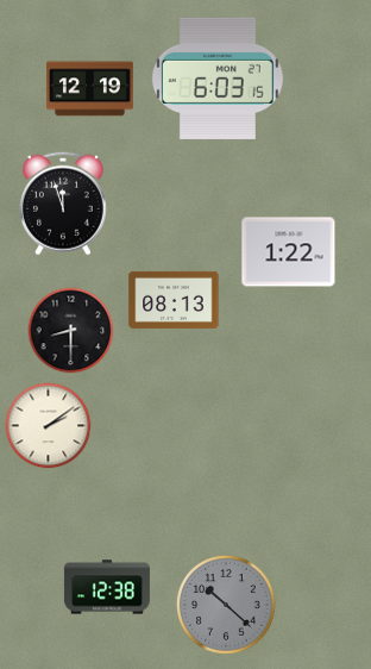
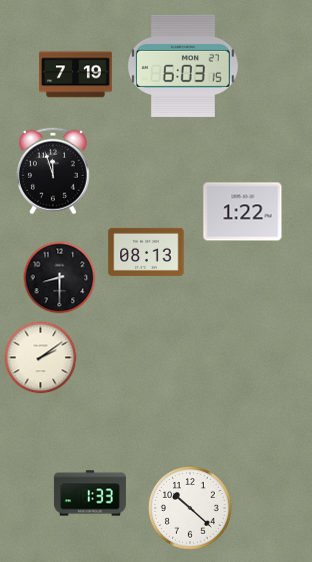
clock at (89, 89): 12:19 -> 7:19
clock at (107, 587): 12:38 -> 1:33
clock at (227, 606) dial: grey -> white
